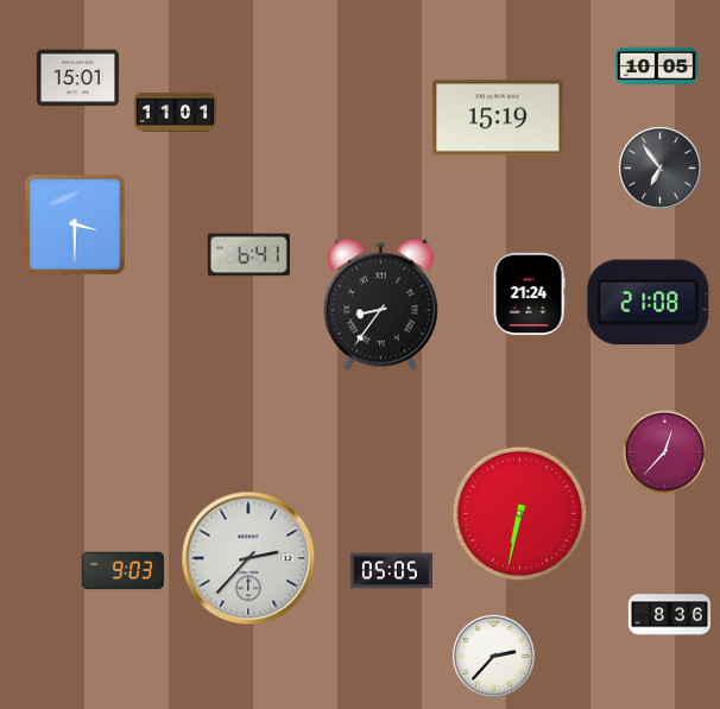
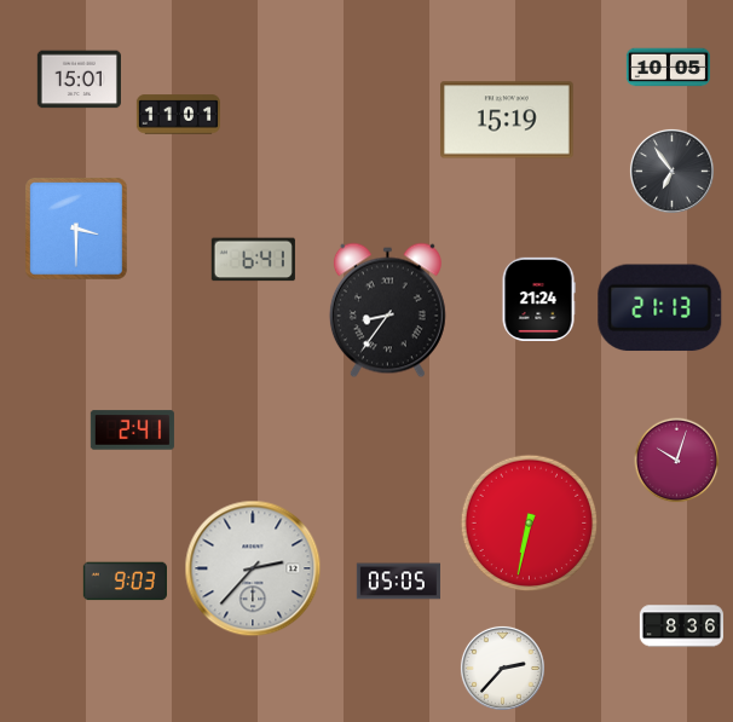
clock at (649, 303): 21:08 -> 21:13
clock at (132, 431): none -> 2:41
clock at (665, 452): 12:37 -> 10:03
